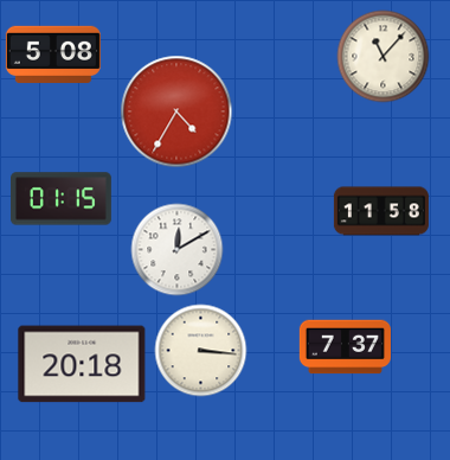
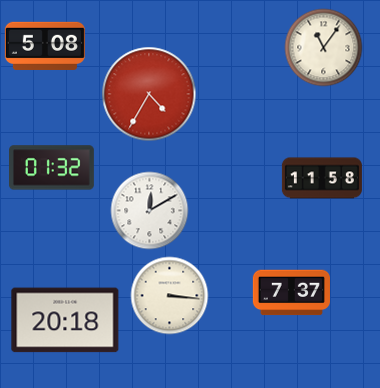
clock at (382, 56): 11:07 -> 11:06
clock at (62, 199): 01:15 -> 01:32
clock at (82, 364) position: (82, 364) -> (65, 320)
